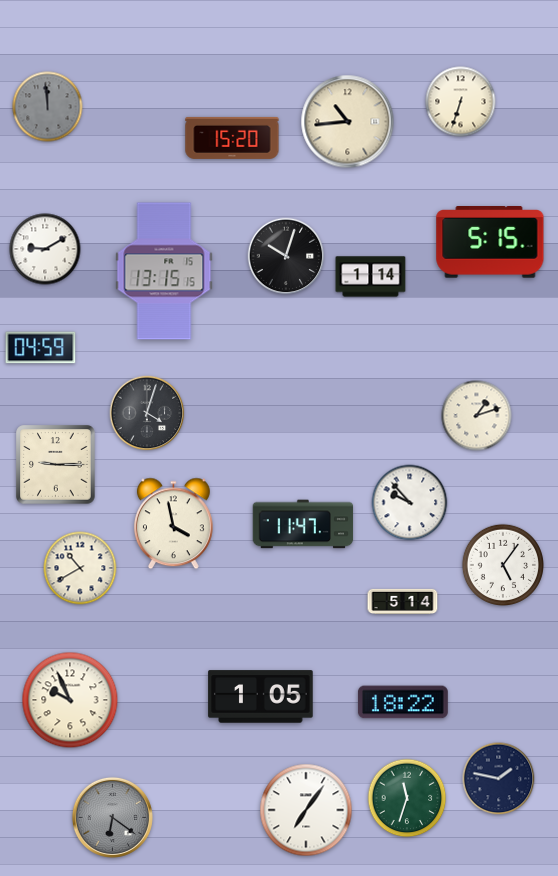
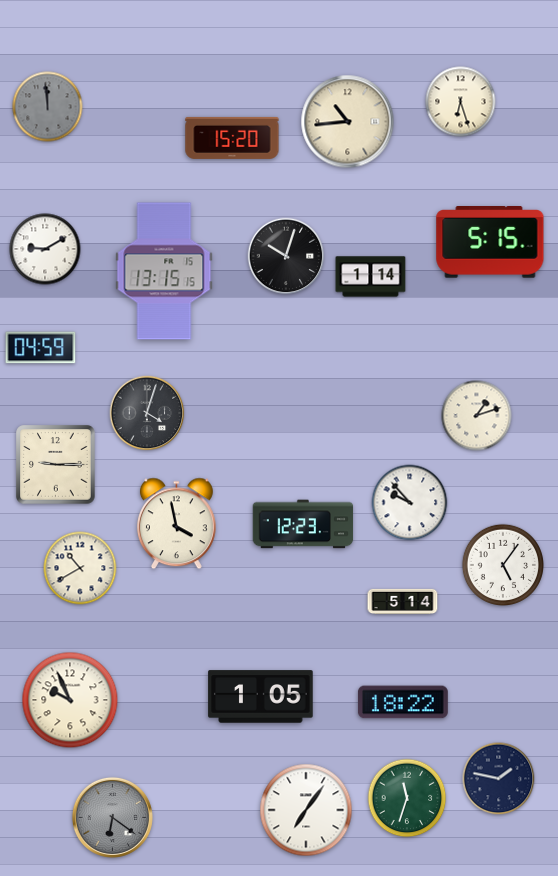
clock at (461, 102): 6:33 -> 6:27
clock at (173, 524) position: (173, 524) -> (176, 524)
clock at (303, 524): 11:47 -> 12:23
